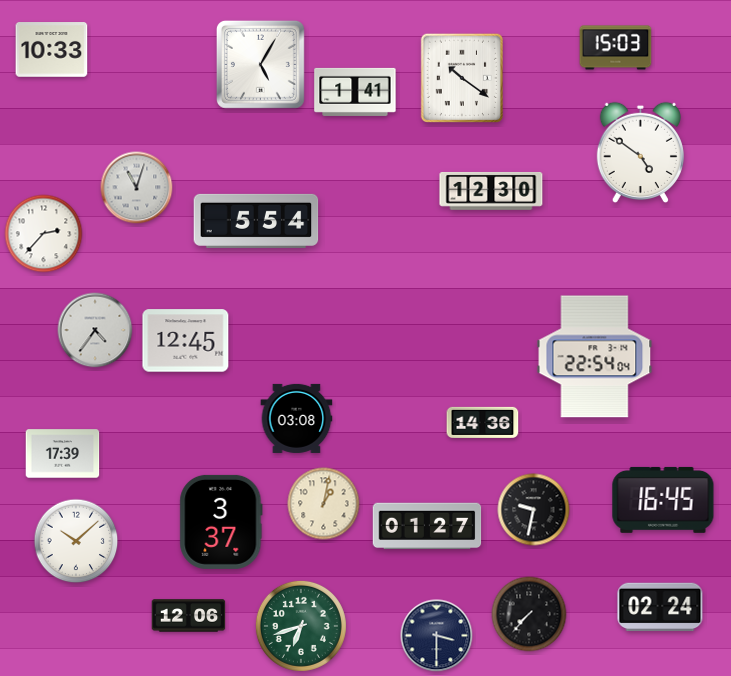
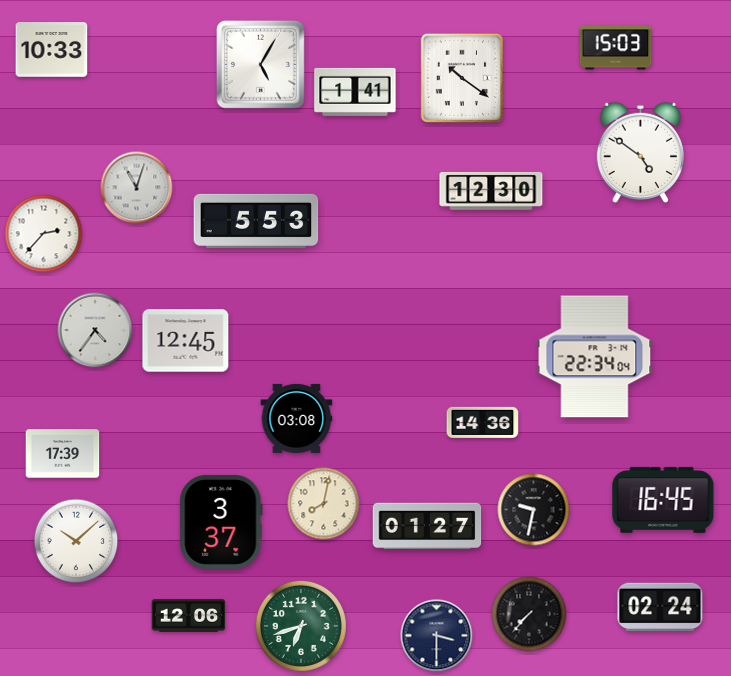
clock at (256, 221): 5:54 -> 5:53
clock at (595, 357): 22:54 -> 22:34
clock at (324, 504): 1:02 -> 8:02
